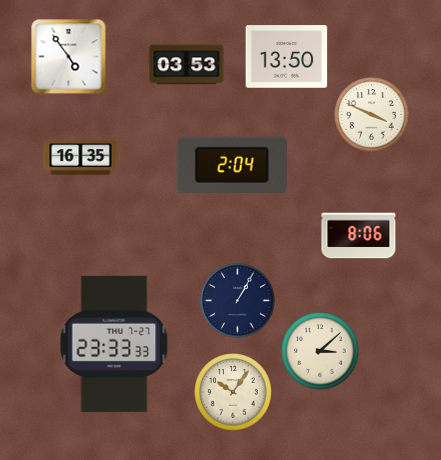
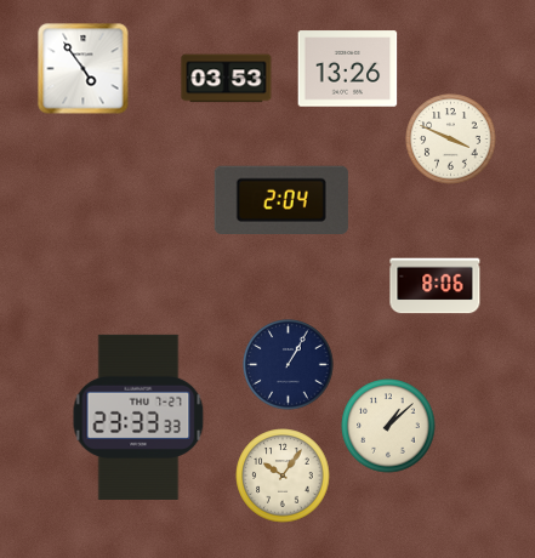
clock at (287, 57): 13:50 -> 13:26
clock at (81, 158): 16:35 -> none
clock at (320, 351): 3:08 -> 1:08
